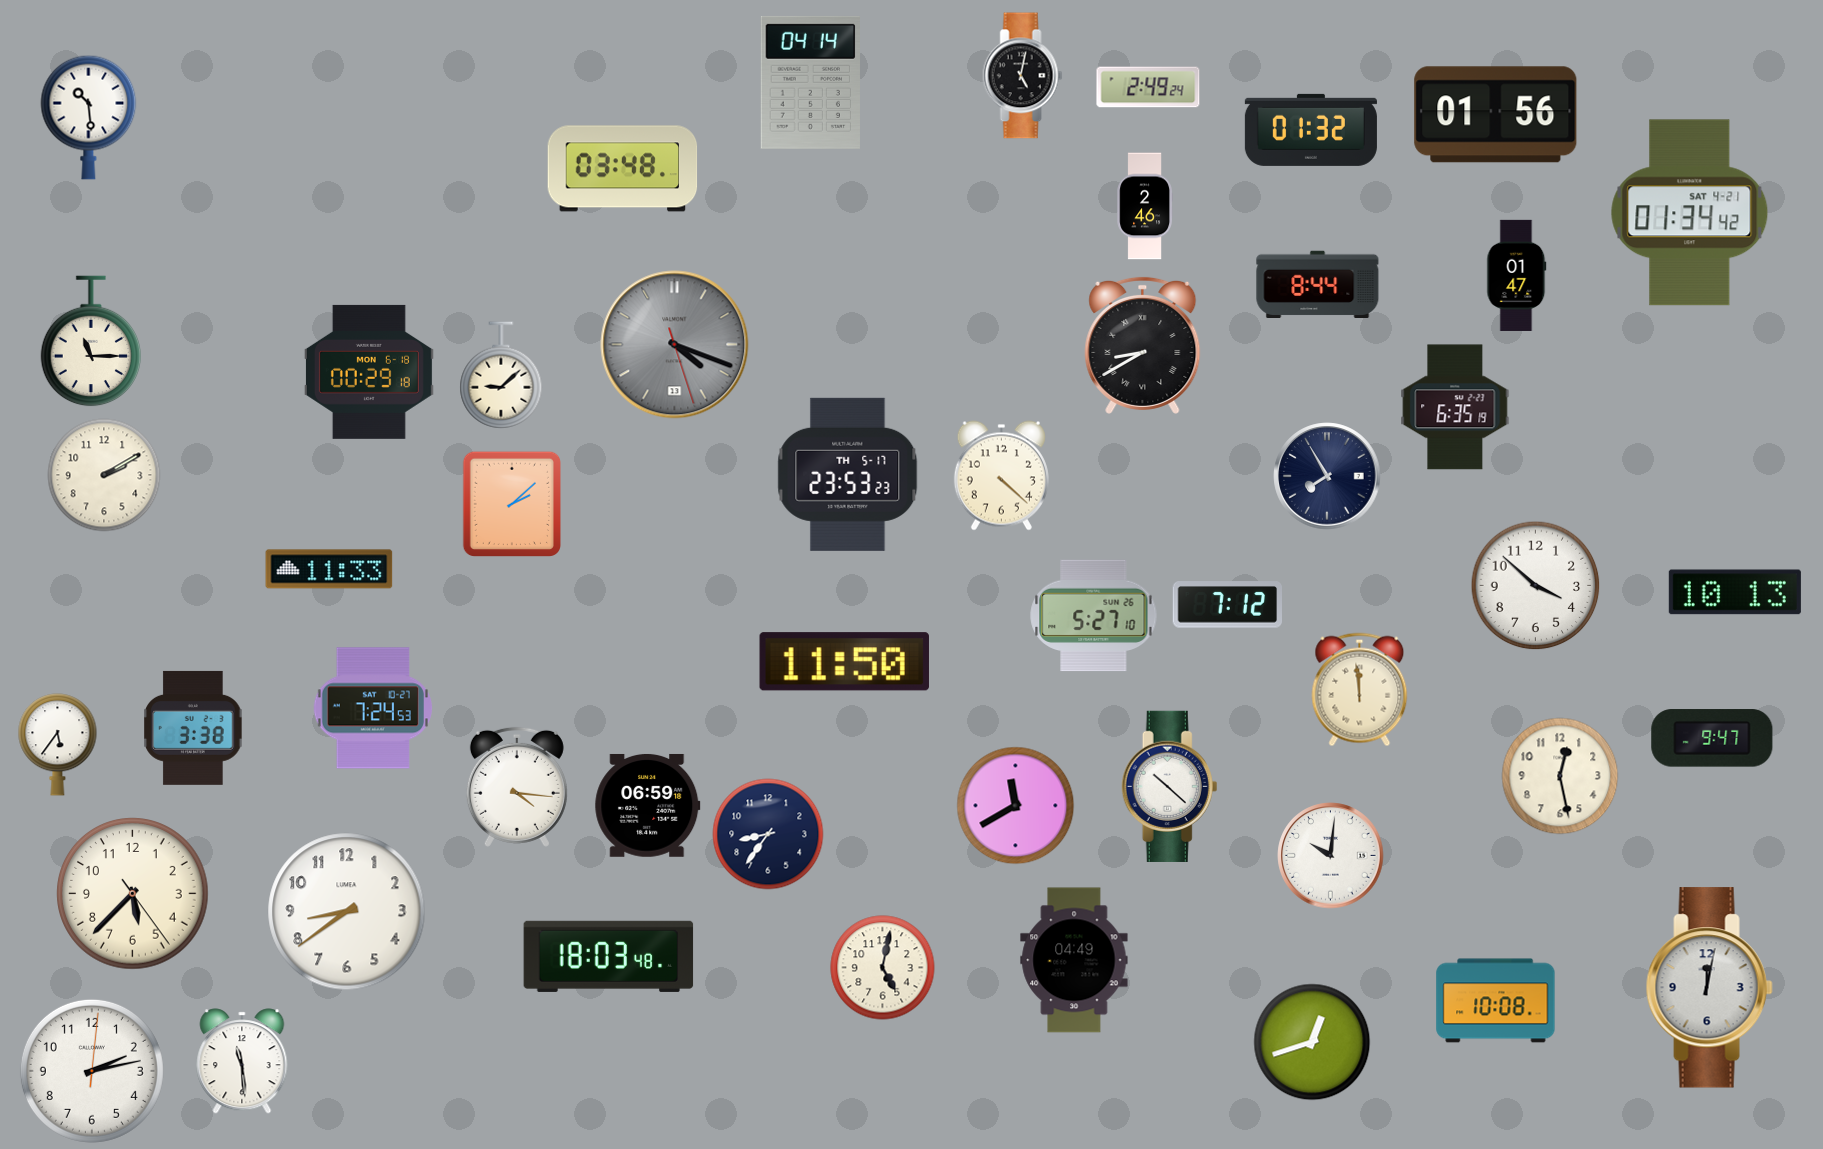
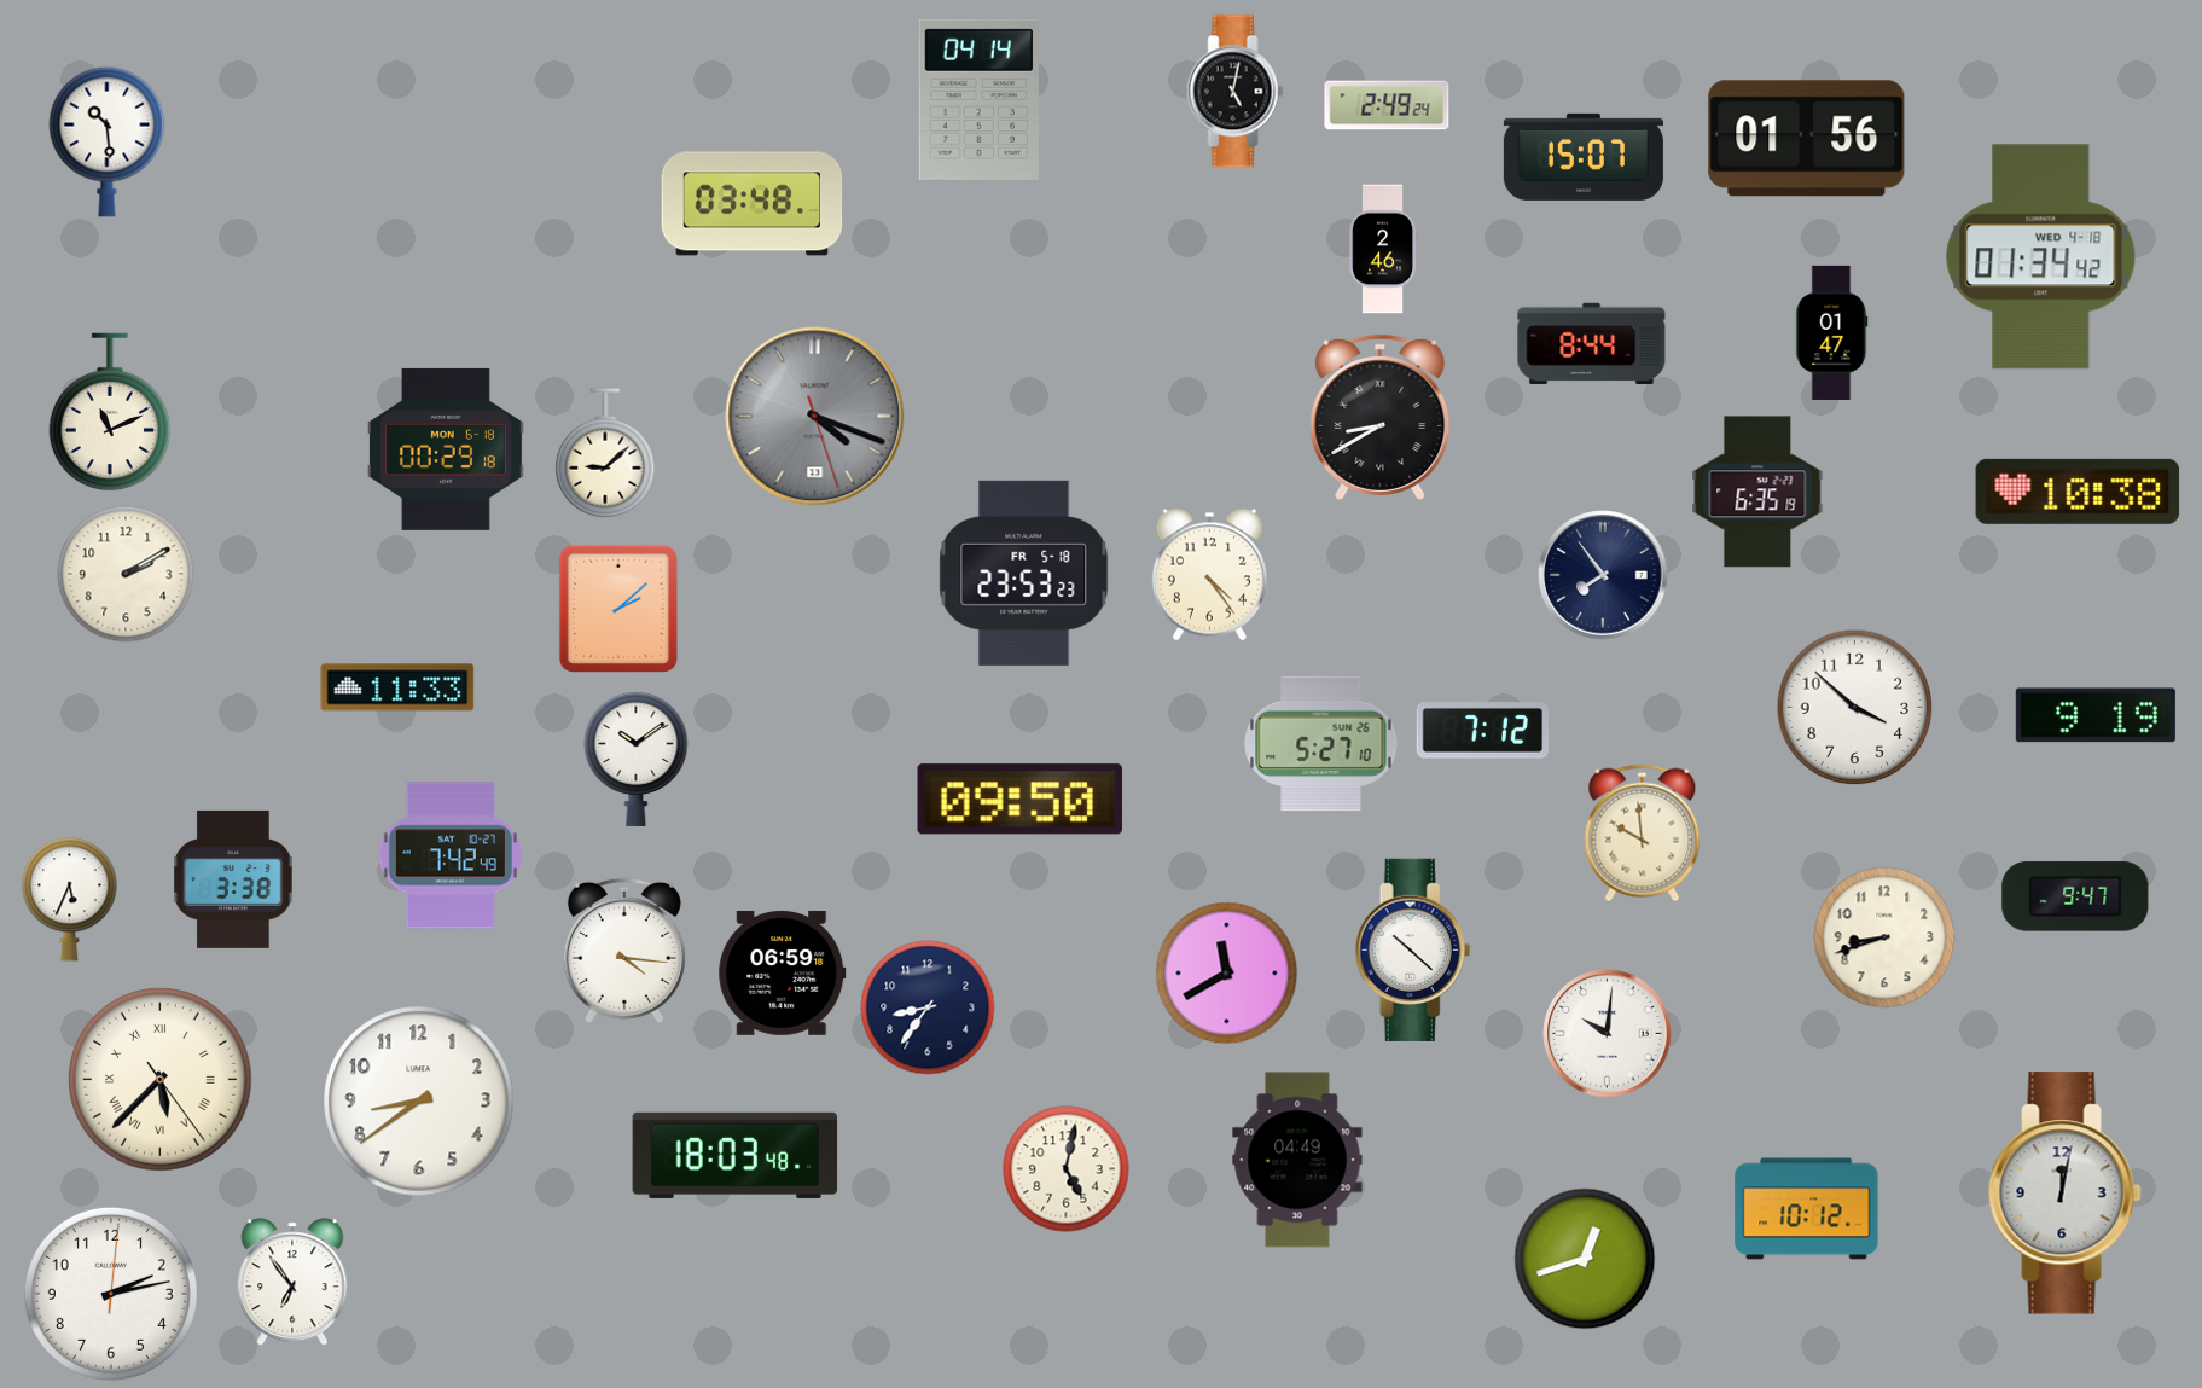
clock at (1311, 130): 01:32 -> 15:07
clock at (1690, 213) date: SAT 4-21 -> WED 4-18
clock at (90, 341): 11:15 -> 11:11
clock at (2078, 492): none -> 10:38
clock at (848, 474) date: TH 5-17 -> FR 5-18
clock at (1001, 476): 4:22 -> 4:24
clock at (1327, 476): 7:55 -> 7:54
clock at (1735, 592): 10:13 -> 9:19
clock at (637, 759): none -> 10:09
clock at (844, 662): 11:50 -> 09:50
clock at (1360, 690): 11:59 -> 9:59
clock at (373, 708): 7:24 -> 7:42
clock at (1712, 738) position: (1712, 738) -> (2075, 896)
clock at (58, 745): 5:36 -> 5:34
clock at (1560, 776): 12:28 -> 8:42
clock at (133, 894) numerals: Arabic -> Roman
clock at (1496, 1001): 10:08 -> 10:12
clock at (242, 1061): 11:29 -> 6:54
